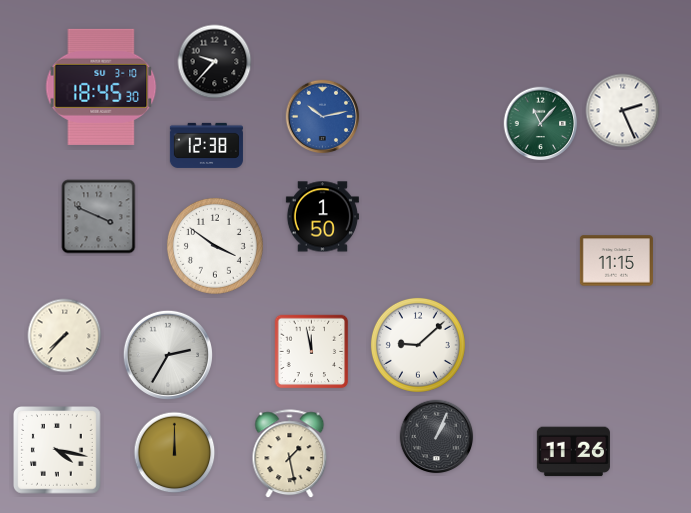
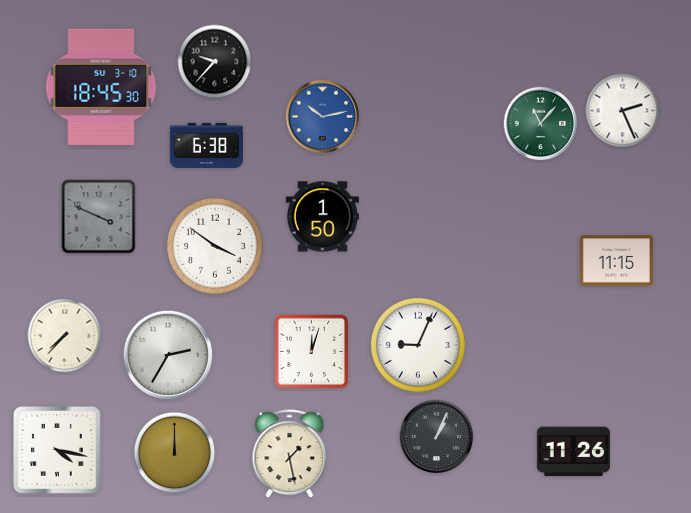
clock at (206, 145): 12:38 -> 6:38
clock at (418, 345): 9:08 -> 9:04
clock at (312, 352): 11:58 -> 12:03
